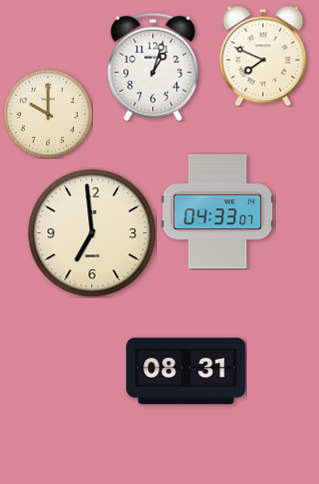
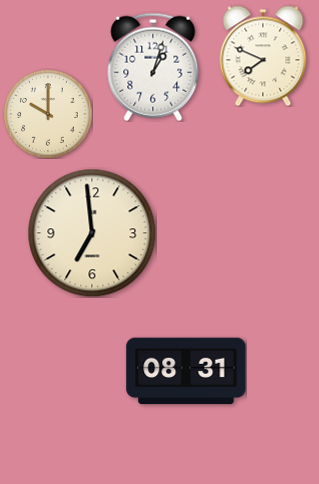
clock at (218, 212): 04:33 -> none
